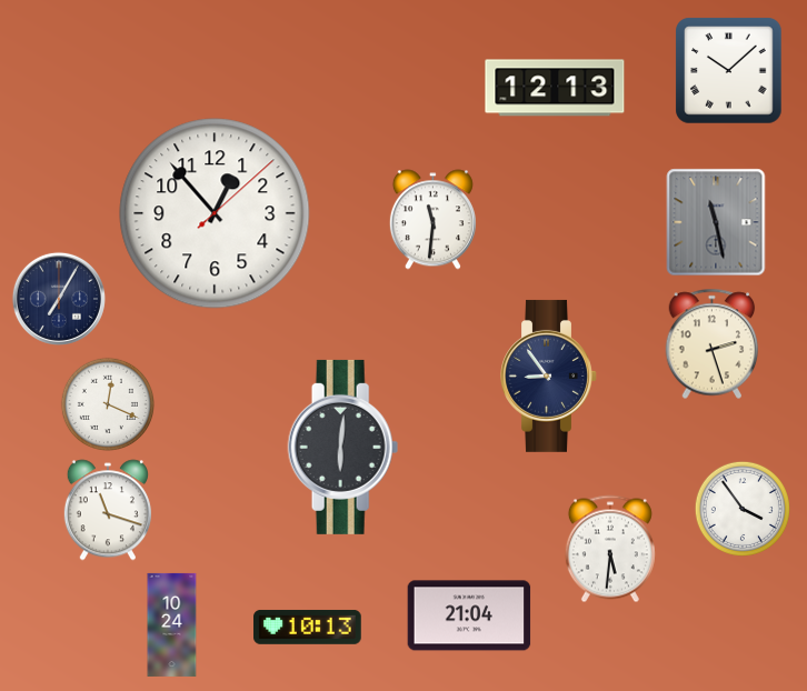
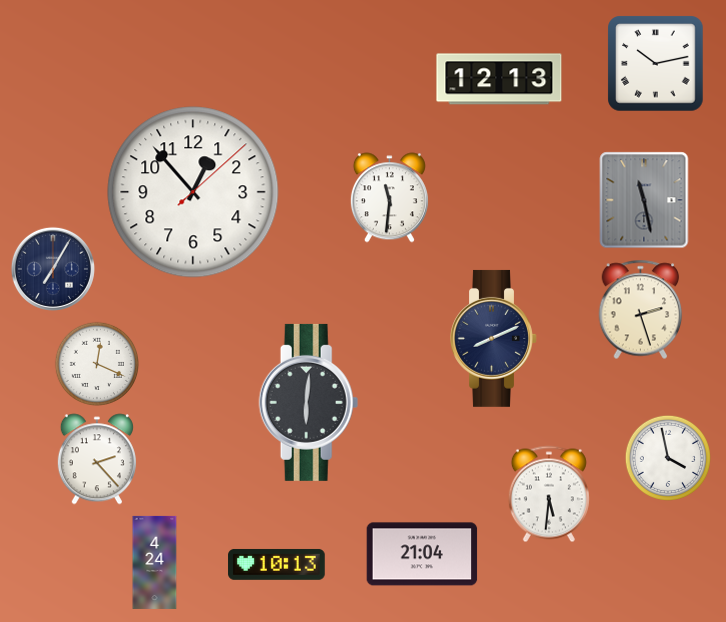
clock at (729, 71): 10:08 -> 10:13
clock at (549, 375): 8:54 -> 8:11
clock at (743, 509): 3:54 -> 3:58
clock at (108, 510): 11:18 -> 2:23
clock at (172, 624): 10:24 -> 4:24
